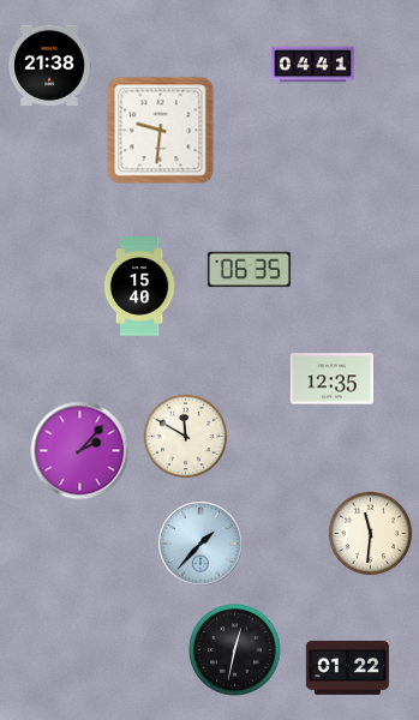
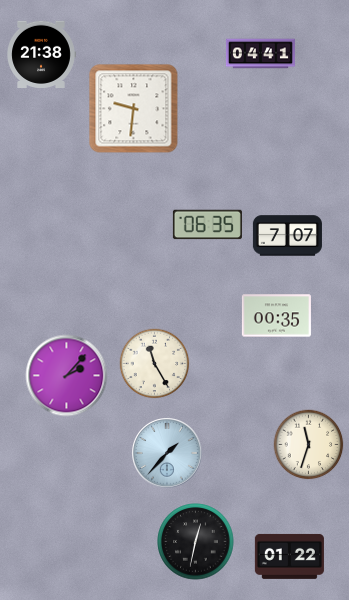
clock at (287, 236): none -> 7:07
clock at (139, 287): 15:40 -> none
clock at (331, 379): 12:35 -> 00:35
clock at (186, 437): 11:50 -> 11:25
clock at (371, 534): 11:31 -> 11:33
